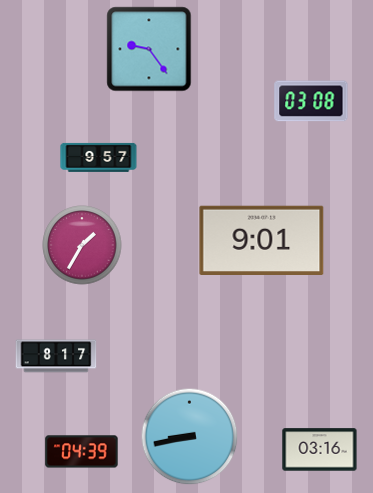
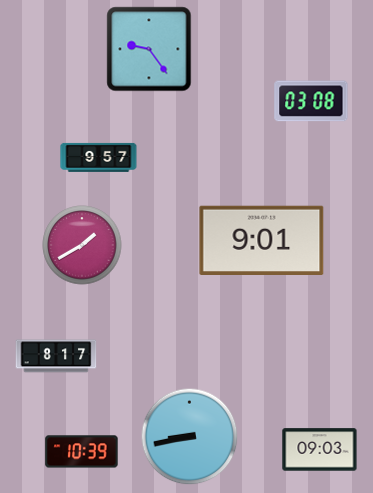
clock at (82, 245): 1:35 -> 1:40
clock at (320, 450): 03:16 -> 09:03
clock at (82, 452): 04:39 -> 10:39
